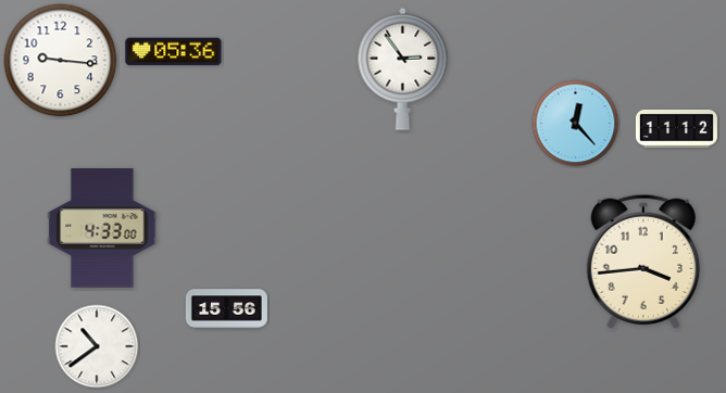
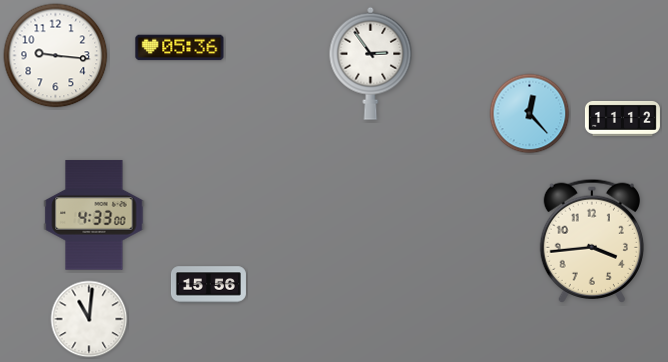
clock at (174, 52) position: (174, 52) -> (180, 48)
clock at (102, 228) position: (102, 228) -> (94, 215)
clock at (97, 346): 10:39 -> 11:01
